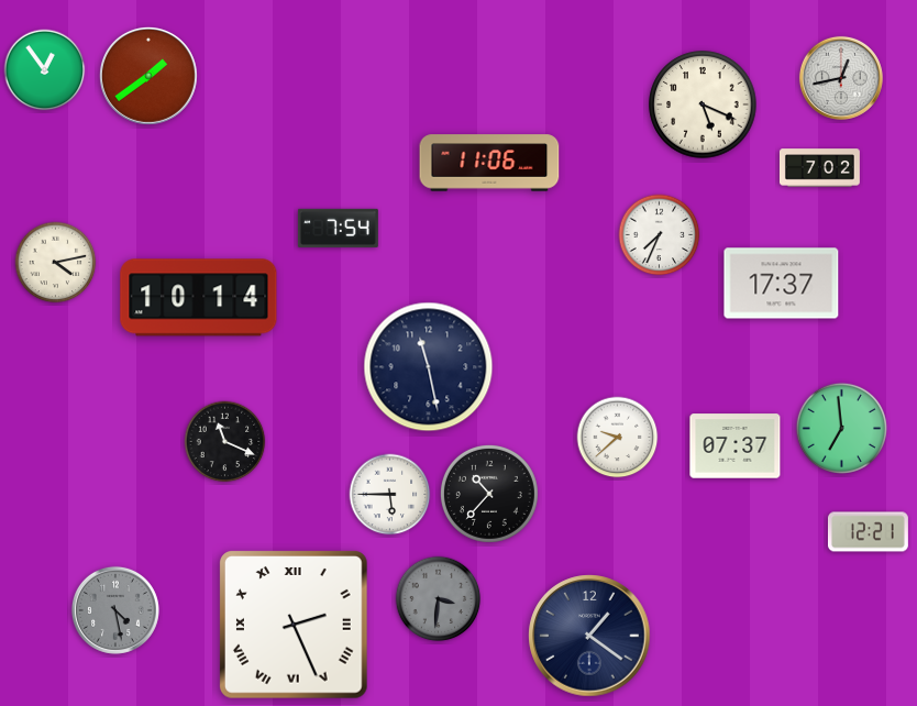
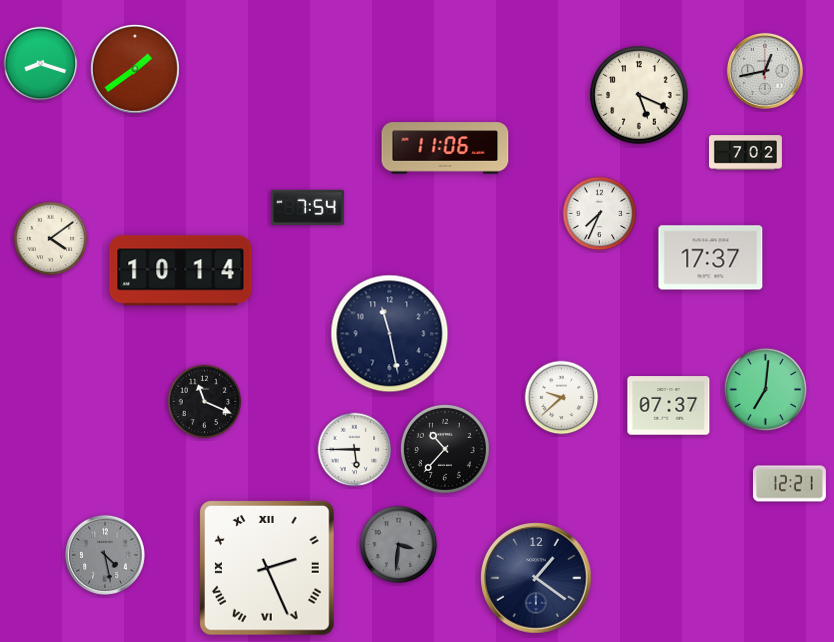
clock at (45, 70): 12:54 -> 8:18
clock at (56, 263): 4:13 -> 4:09
clock at (841, 428): 6:59 -> 7:01
